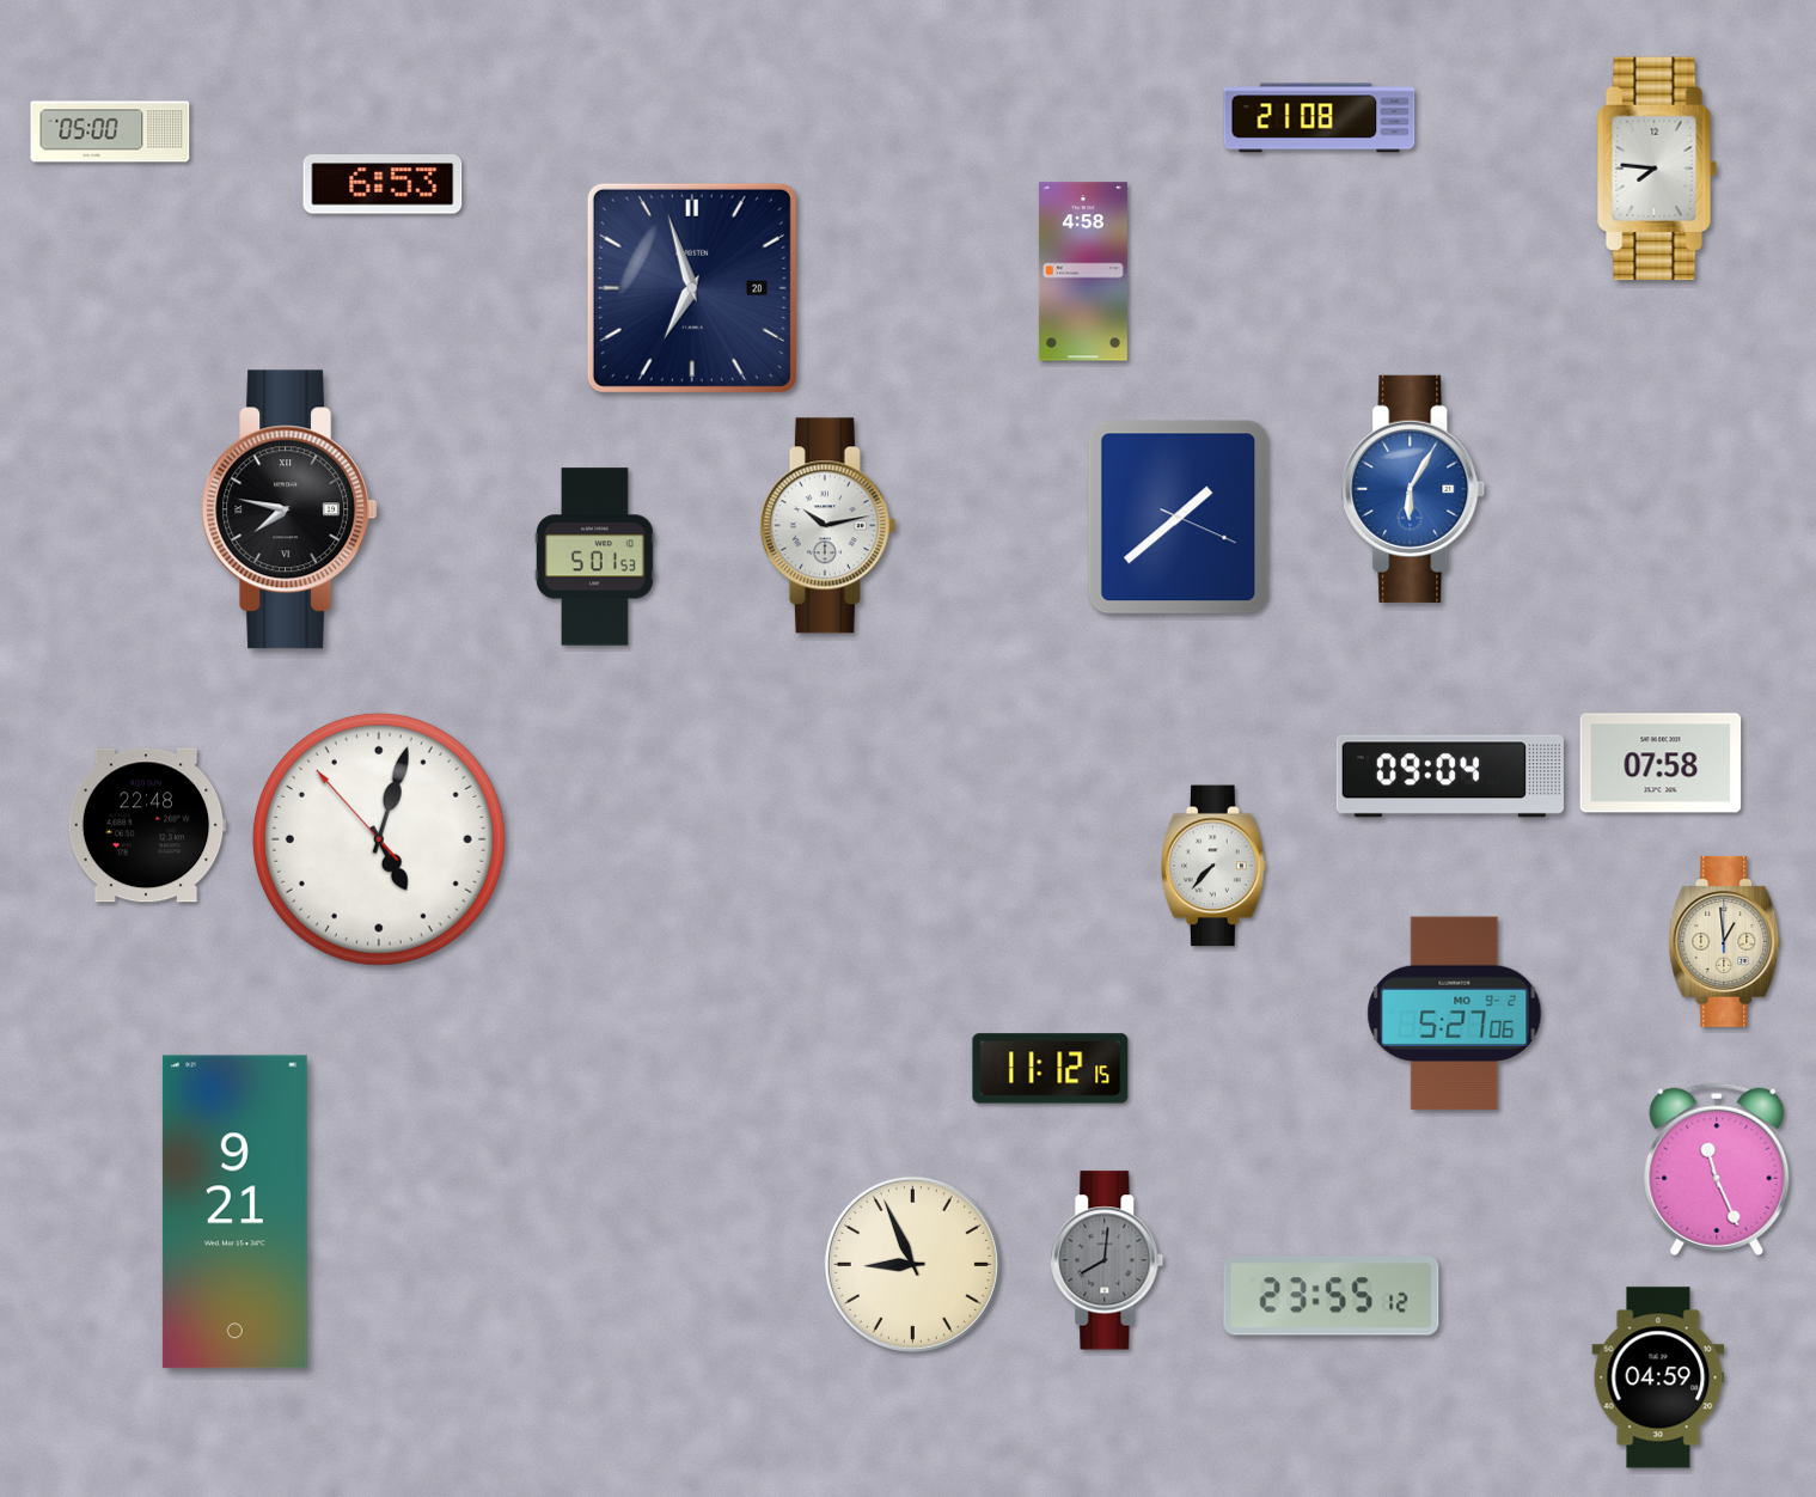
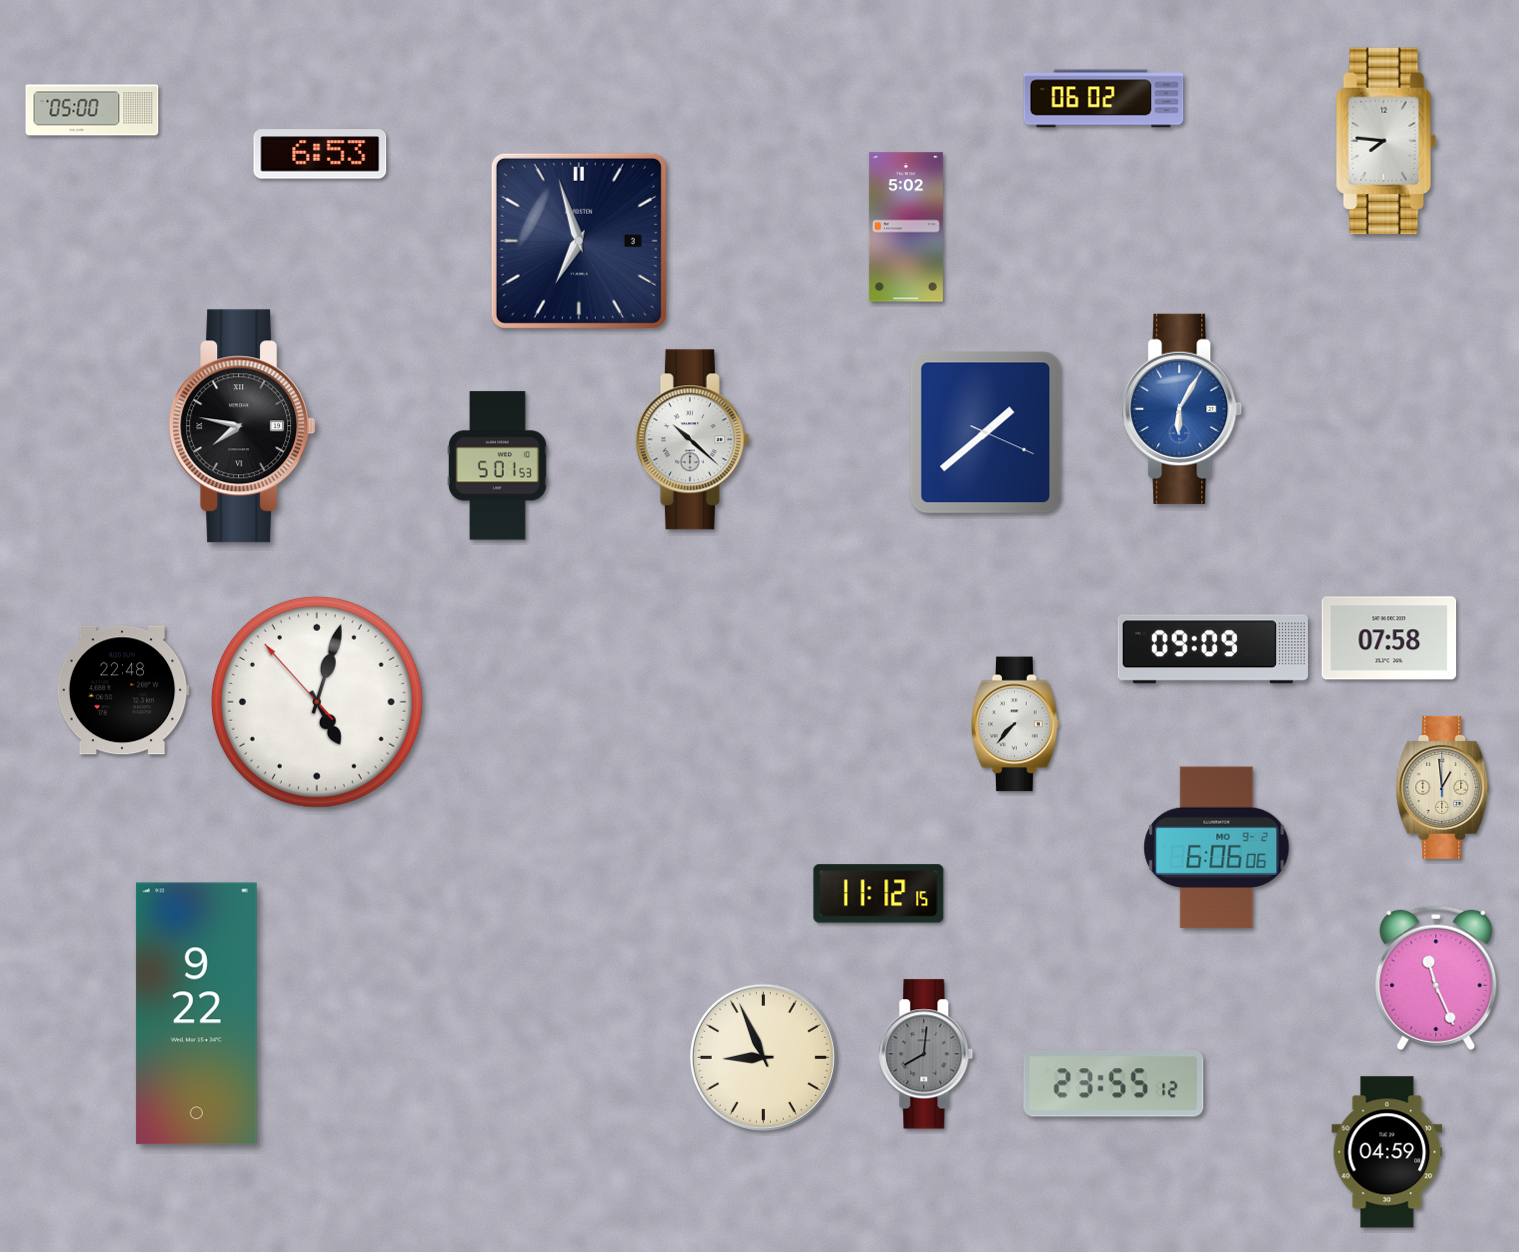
clock at (1320, 118): 21:08 -> 06:02
clock at (1083, 271): 4:58 -> 5:02
clock at (692, 288) date: 20 -> 3
clock at (827, 526): 10:13 -> 10:22
clock at (1450, 776): 09:04 -> 09:09
clock at (1455, 1014): 5:27 -> 6:06
clock at (234, 1212): 9:21 -> 9:22
